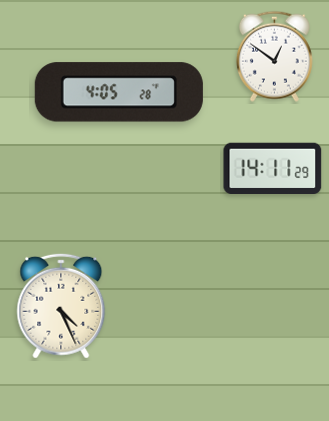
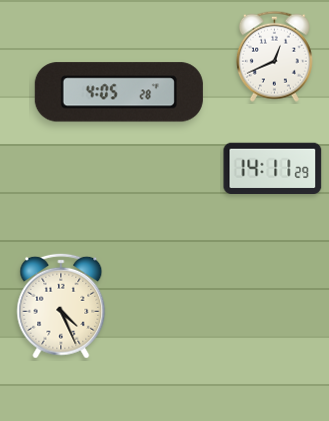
clock at (274, 56): 12:51 -> 12:41
